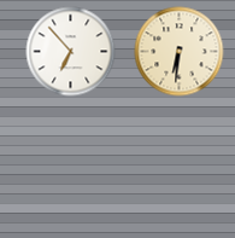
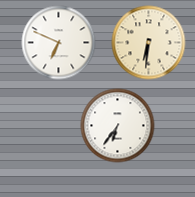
clock at (71, 52): 6:53 -> 6:49
clock at (118, 126): none -> 6:36
